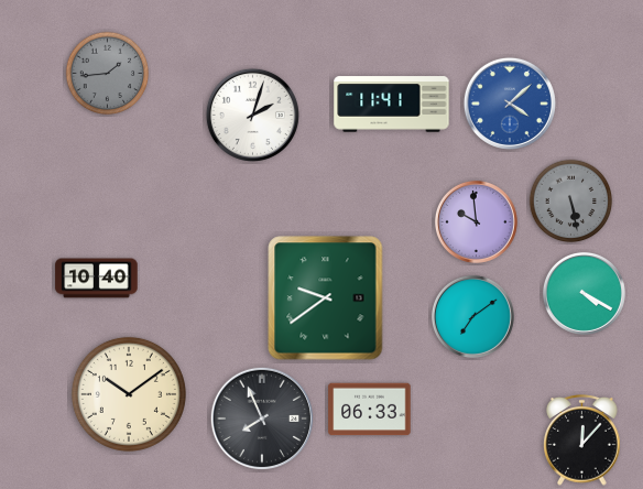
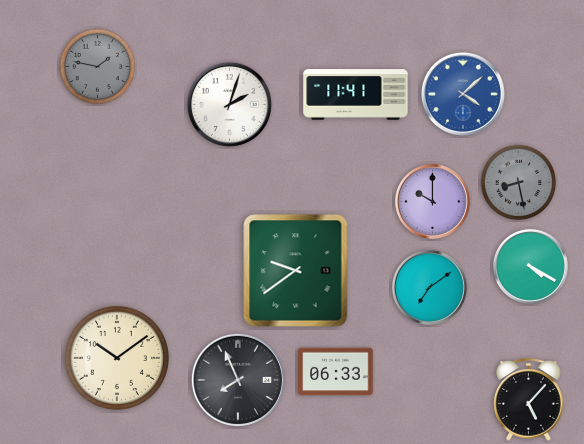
clock at (108, 74): 1:44 -> 1:47
clock at (571, 202): 5:28 -> 8:28
clock at (476, 221): 9:59 -> 10:00
clock at (97, 279): 10:40 -> none
clock at (582, 441): 12:07 -> 5:07
